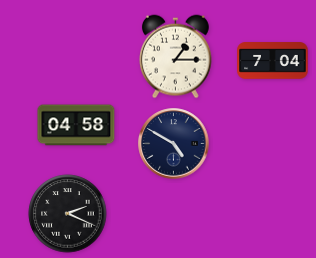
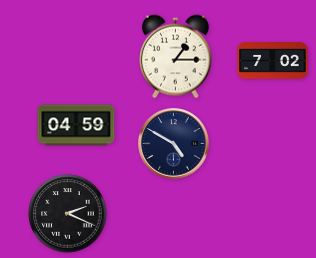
clock at (273, 61): 7:04 -> 7:02
clock at (76, 125): 04:58 -> 04:59
